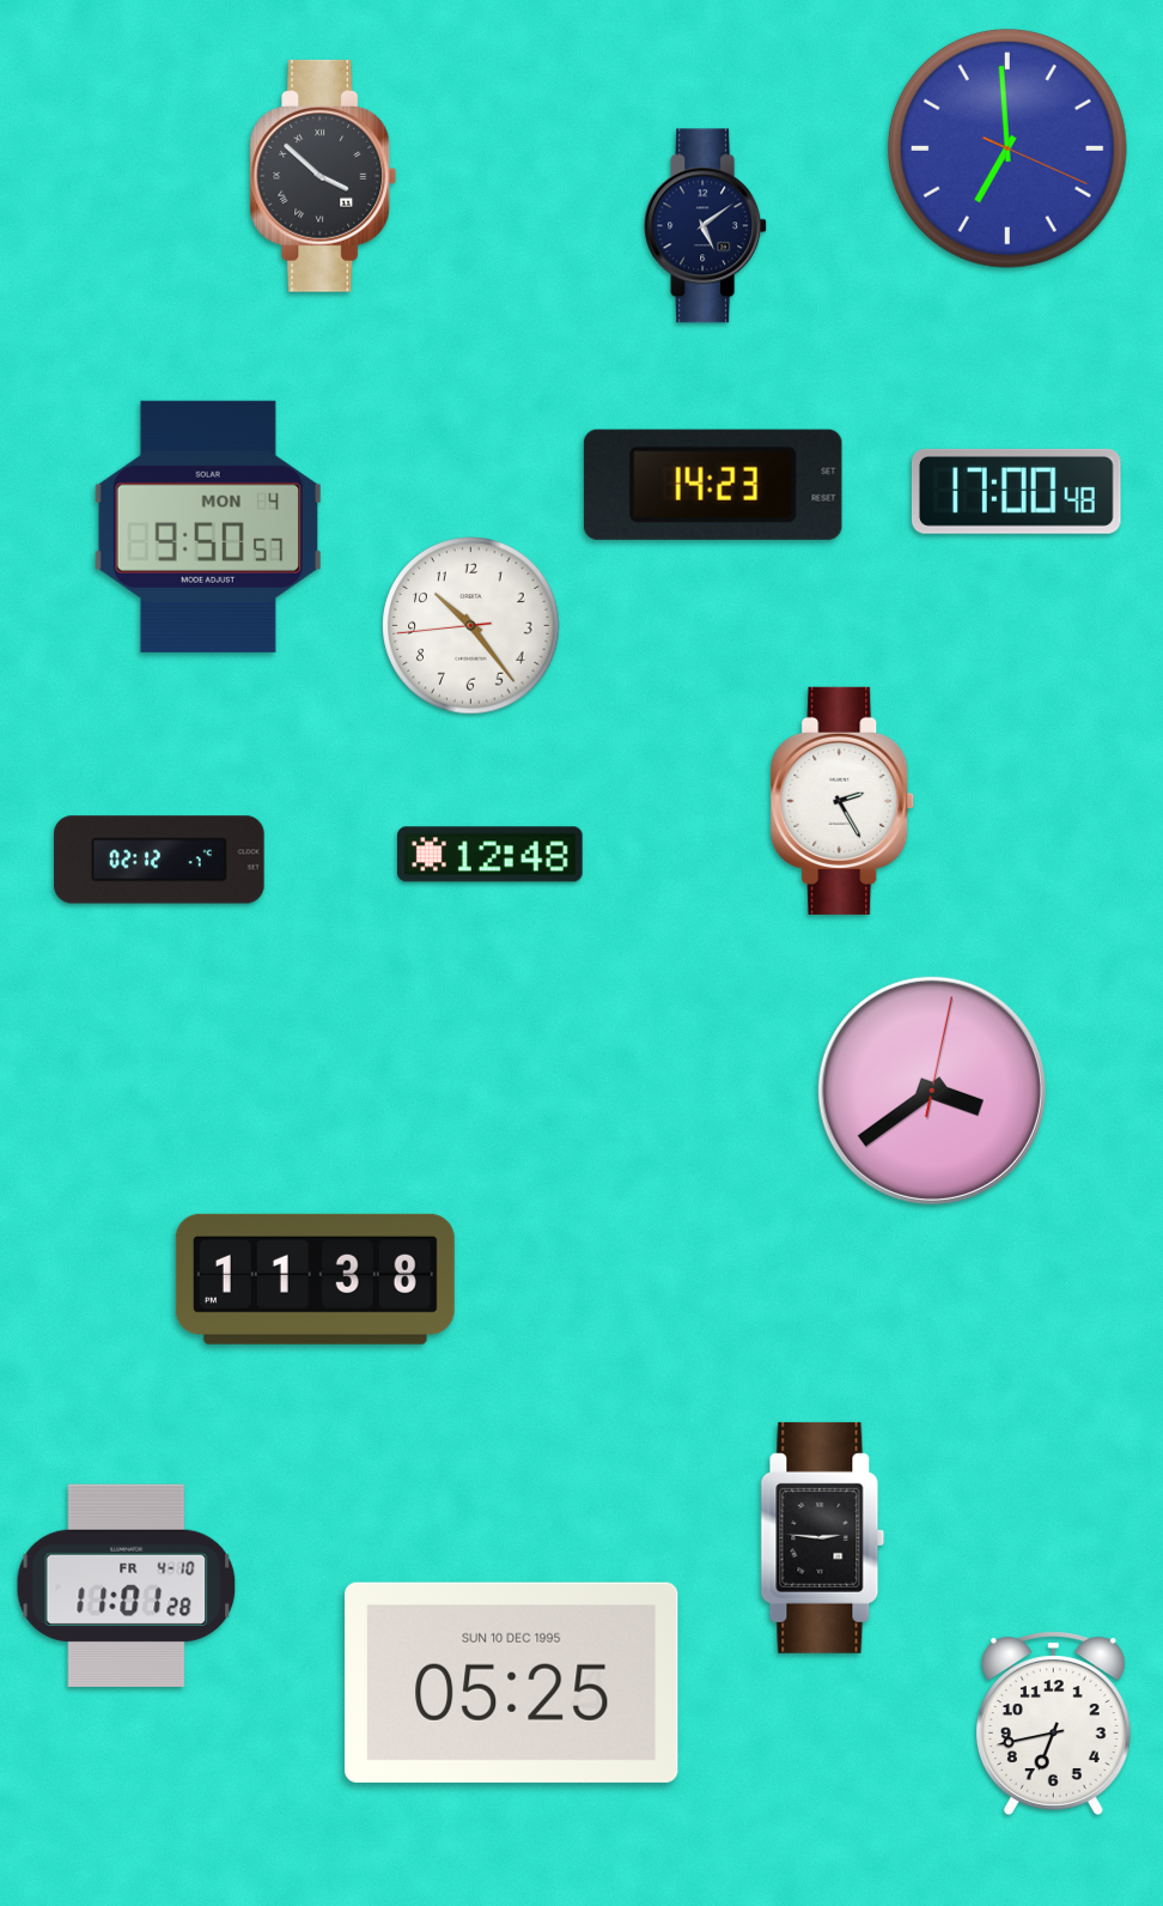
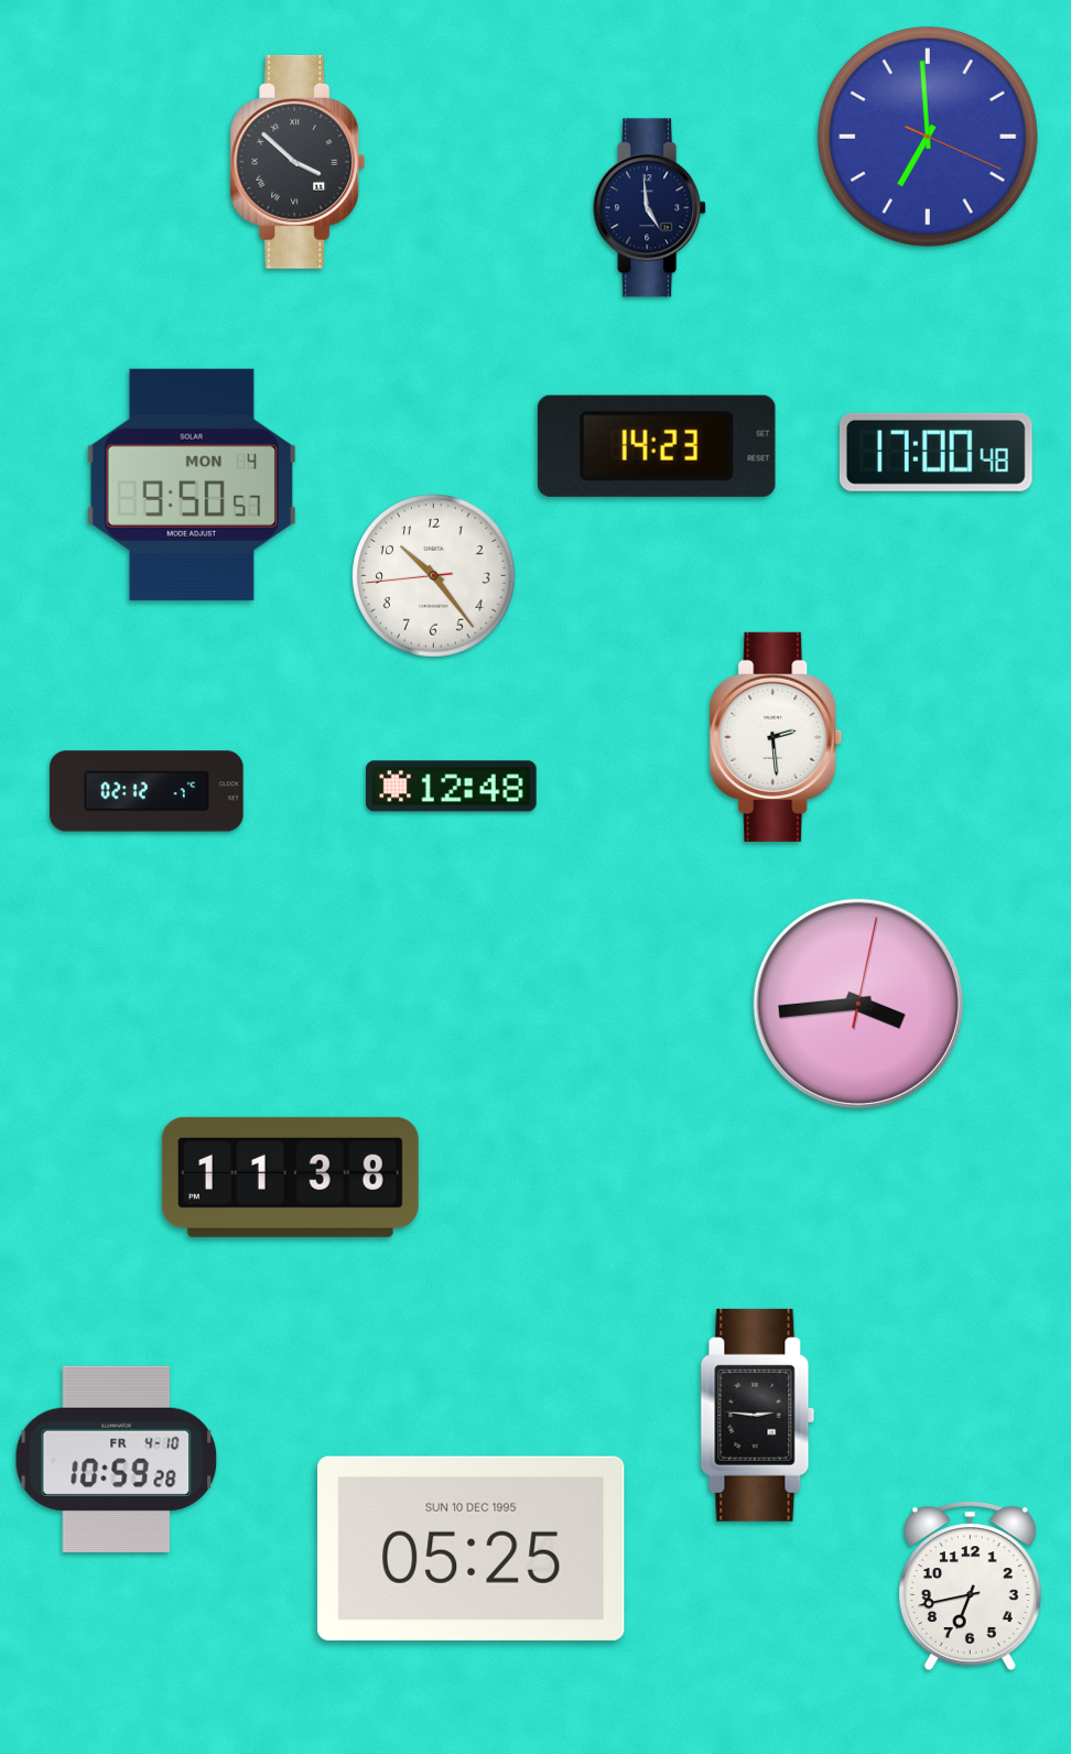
clock at (706, 226): 5:09 -> 4:59
clock at (842, 801): 2:25 -> 2:29
clock at (932, 1091): 3:39 -> 3:44
clock at (127, 1585): 11:01 -> 10:59
